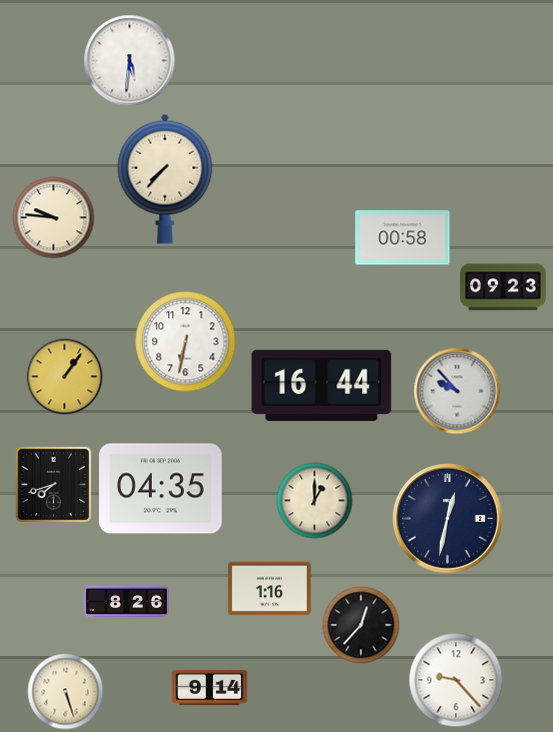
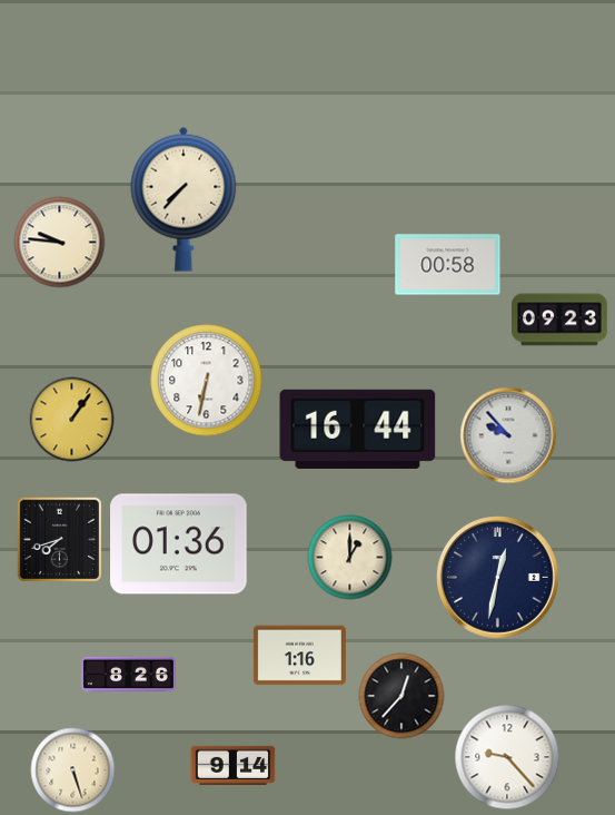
clock at (130, 61): 5:31 -> none
clock at (161, 489): 04:35 -> 01:36
clock at (126, 602) position: (126, 602) -> (128, 675)
